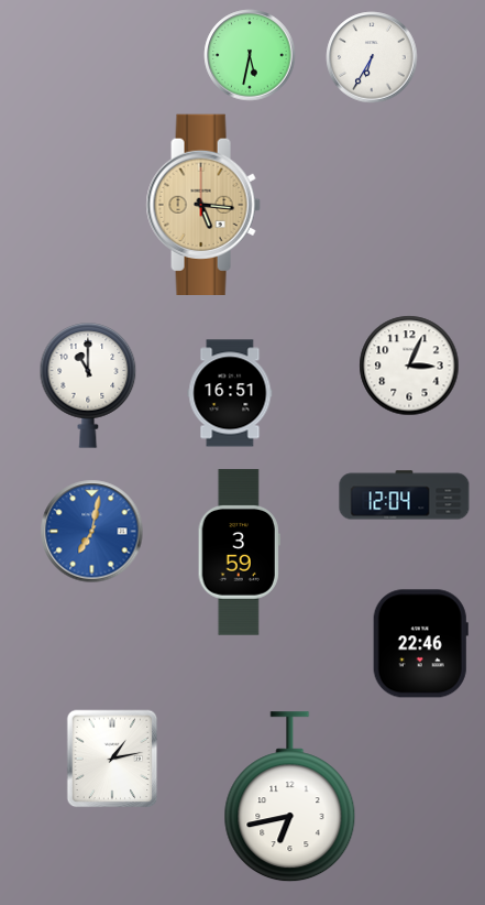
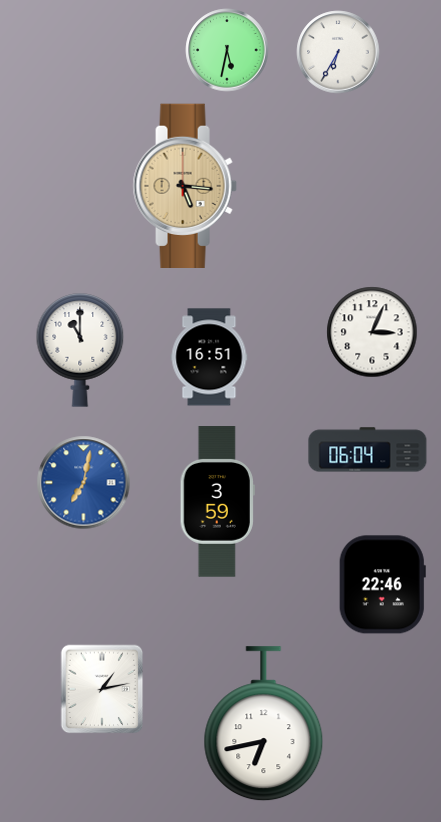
clock at (405, 495): 12:04 -> 06:04
